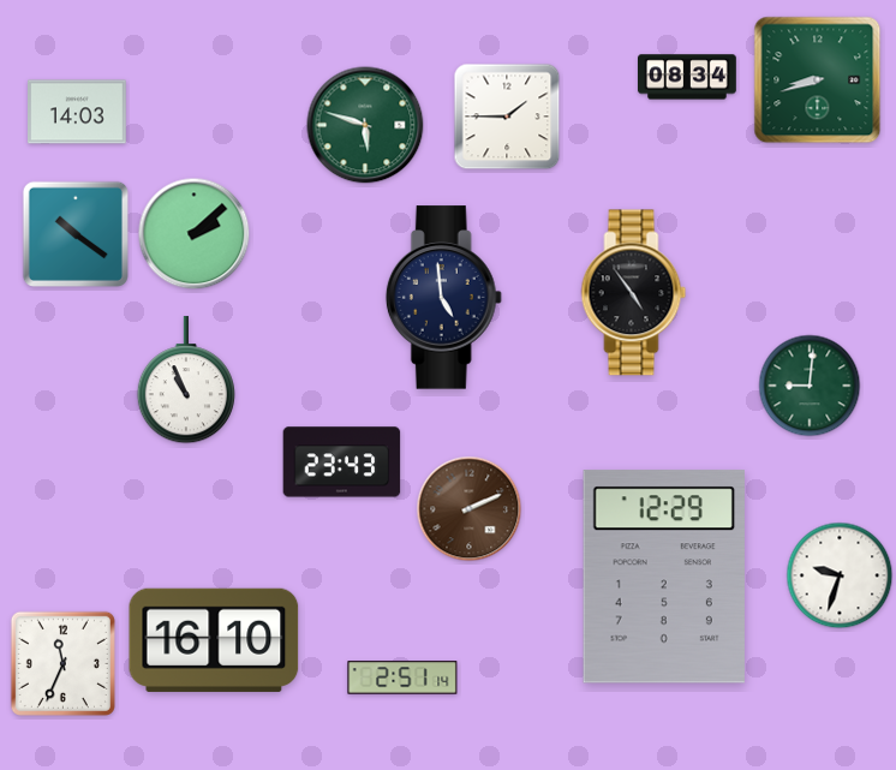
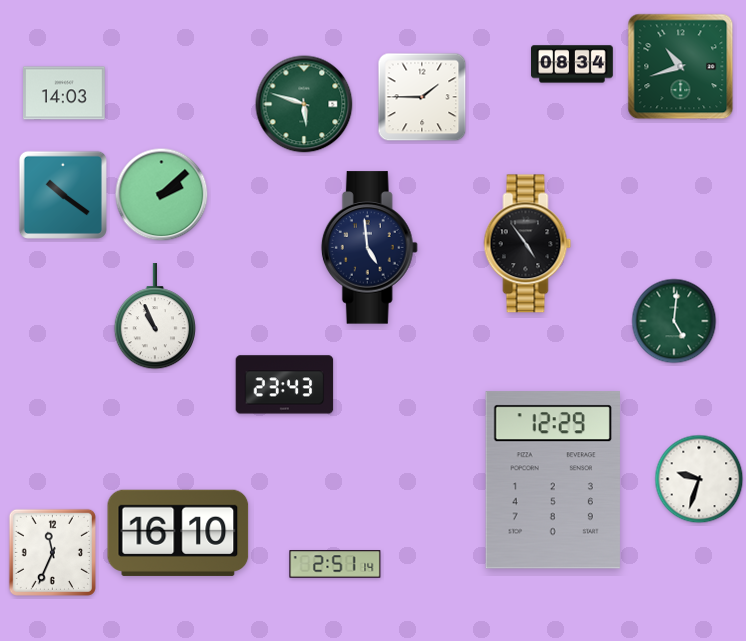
clock at (818, 80): 8:42 -> 10:42
clock at (810, 386): 9:01 -> 5:01
clock at (470, 509): 2:11 -> none
